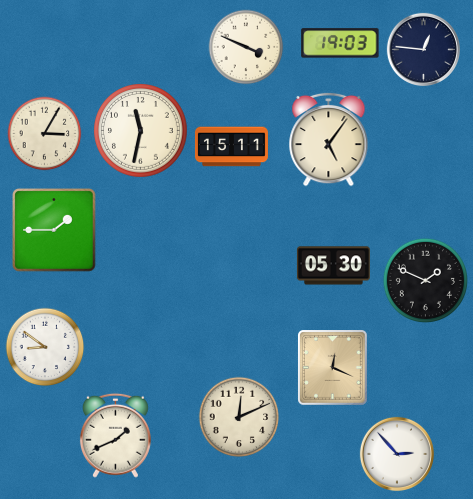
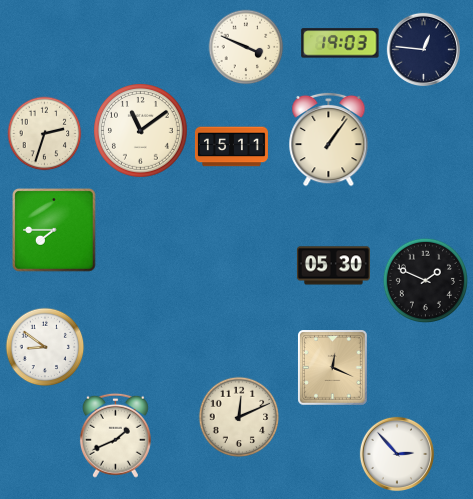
clock at (141, 131): 11:32 -> 11:09
clock at (45, 134): 3:05 -> 2:33
clock at (329, 139): 5:06 -> 1:06
clock at (54, 230): 1:45 -> 7:45
